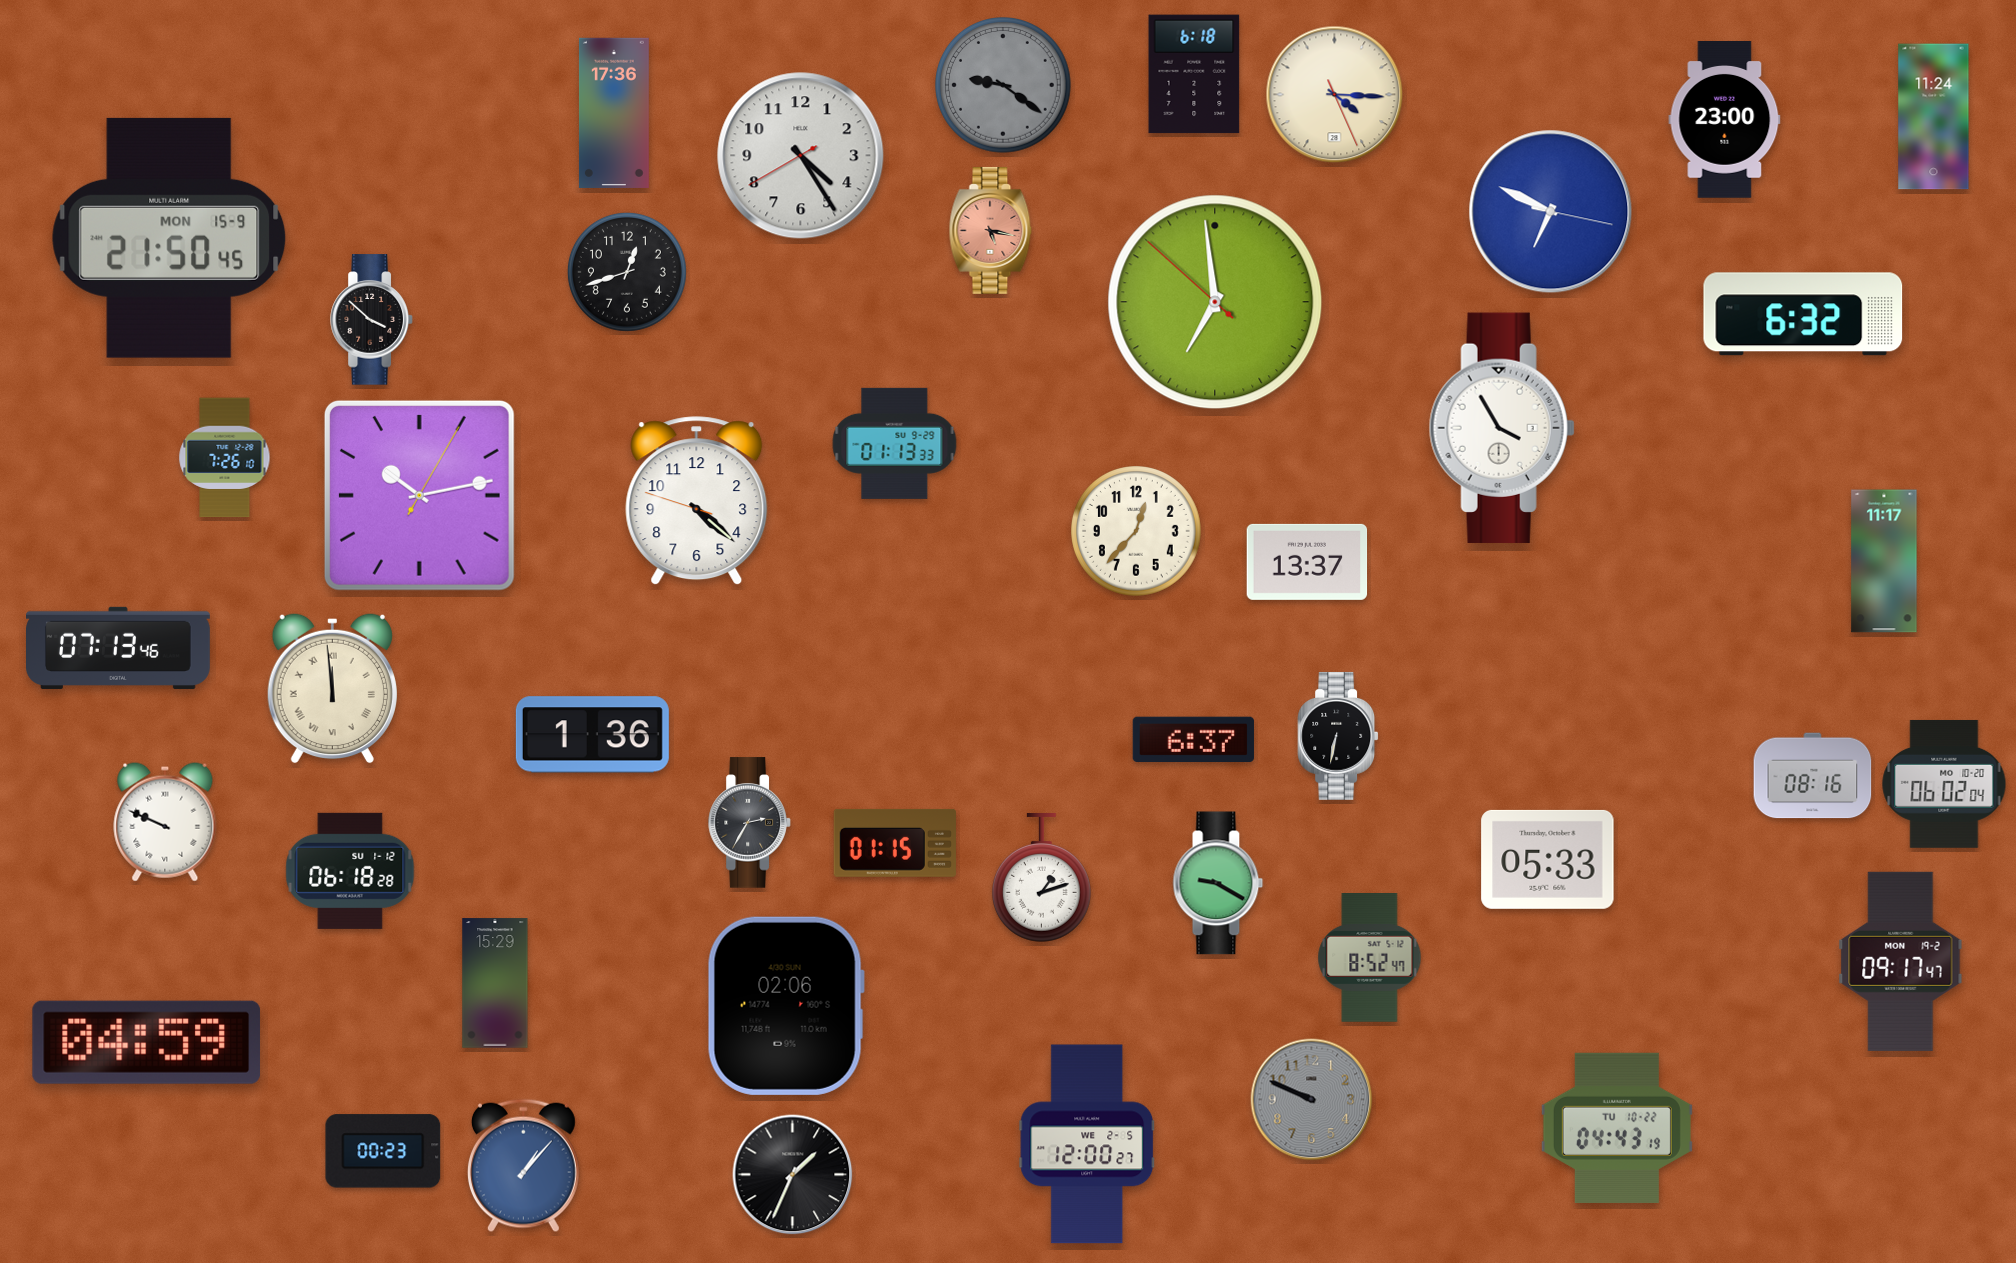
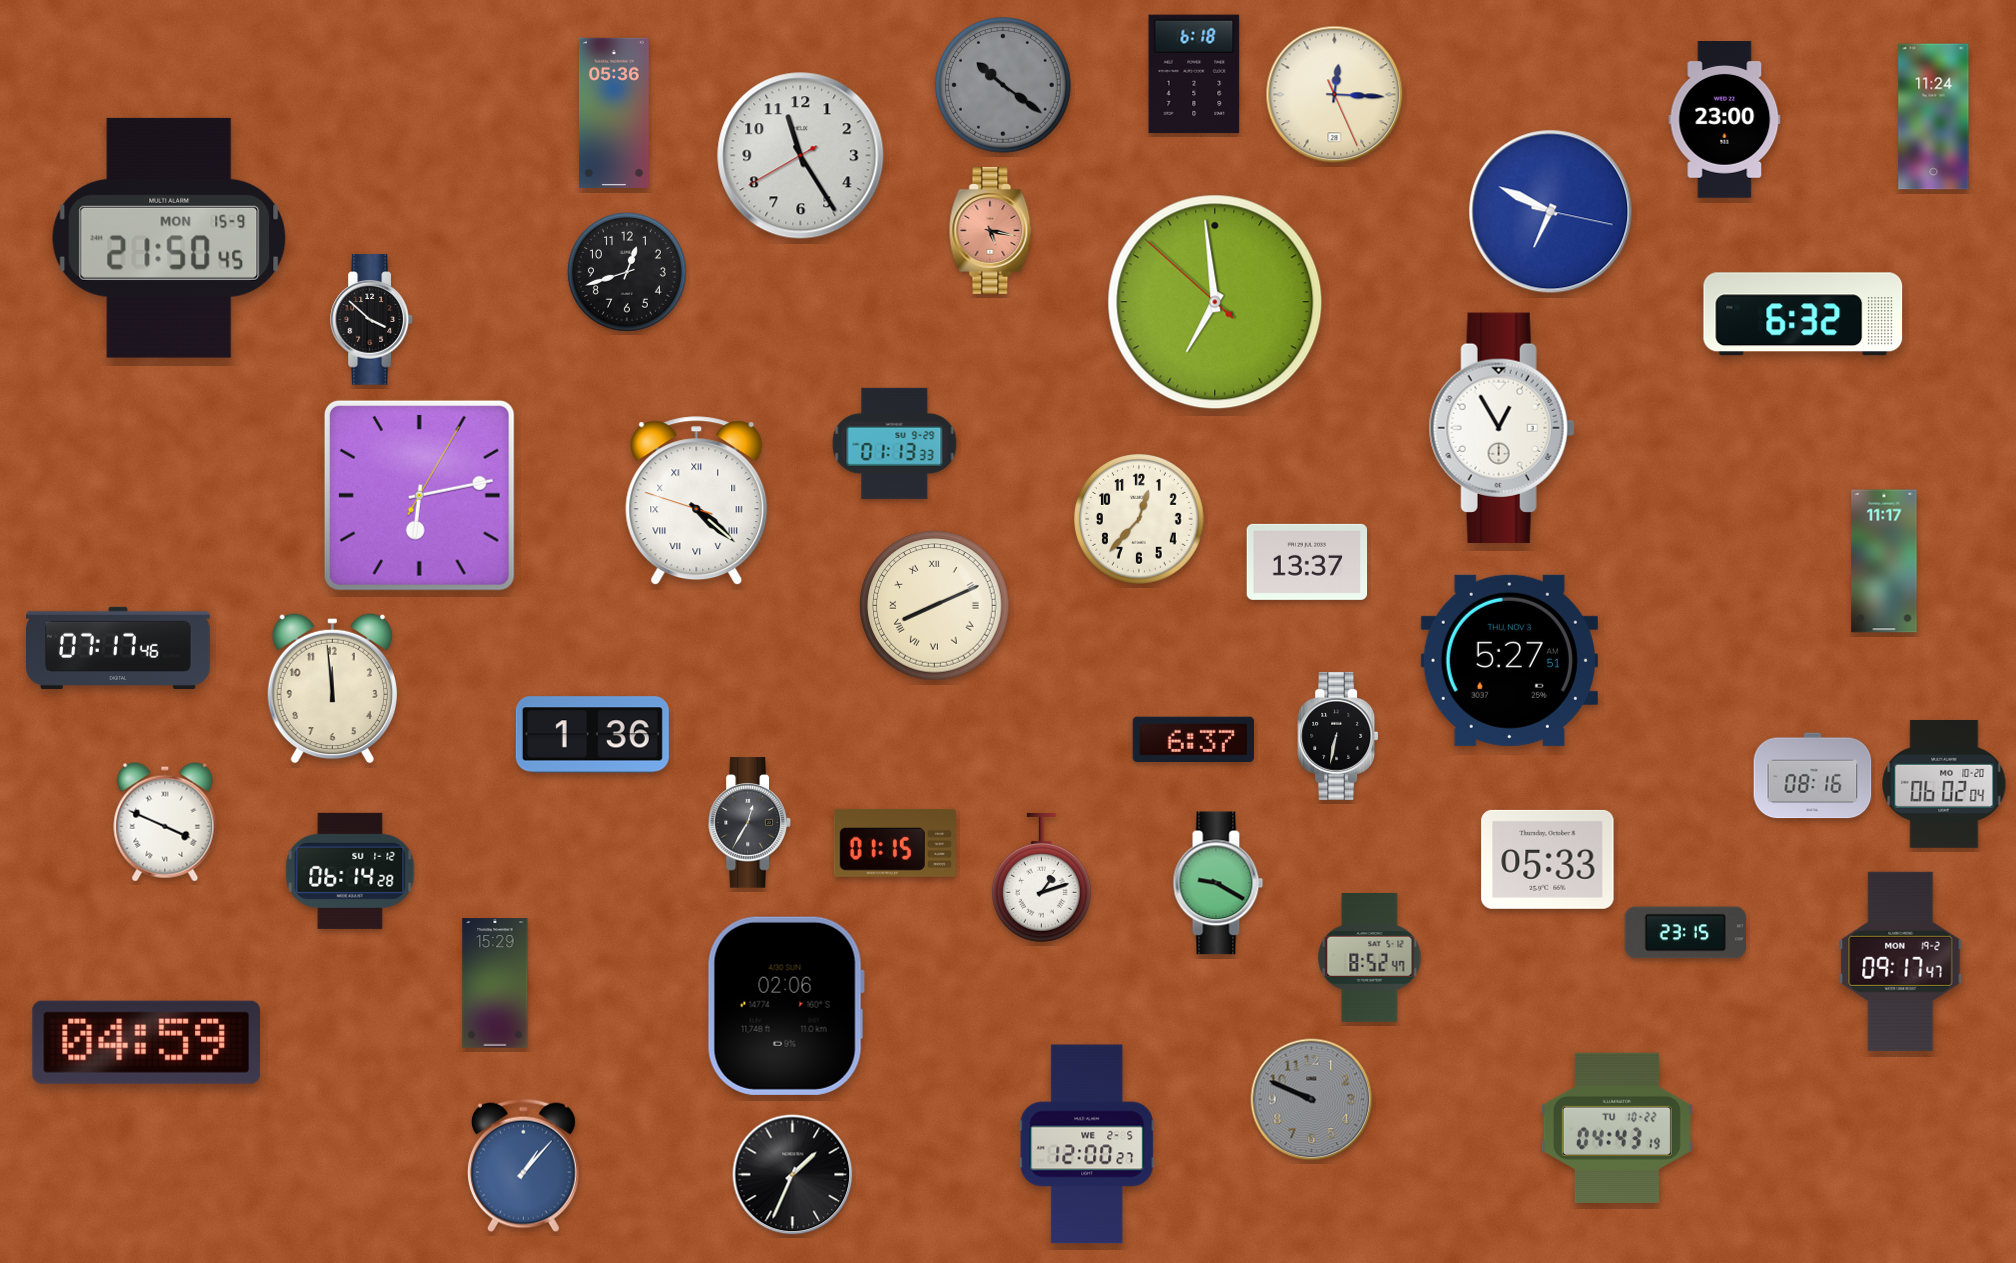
clock at (1004, 86): 9:21 -> 10:21
clock at (1335, 95): 4:15 -> 12:15
clock at (614, 113): 17:36 -> 05:36
clock at (801, 156): 4:24 -> 11:24
clock at (1502, 428): 3:55 -> 12:55
clock at (225, 458): 7:26 -> none
clock at (419, 495): 10:13 -> 6:13
clock at (697, 501) numerals: Arabic -> Roman
clock at (1137, 532) position: (1137, 532) -> (1140, 520)
clock at (935, 606): none -> 8:11
clock at (119, 648): 07:13 -> 07:17
clock at (1509, 660): none -> 5:27
clock at (332, 688) numerals: Roman -> Arabic
clock at (165, 822): 9:49 -> 3:49
clock at (750, 823): 2:35 -> 12:35
clock at (350, 871): 06:18 -> 06:14
clock at (1685, 933): none -> 23:15
clock at (383, 1151): 00:23 -> none
